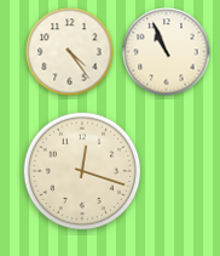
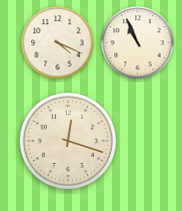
clock at (70, 52): 4:24 -> 4:19
